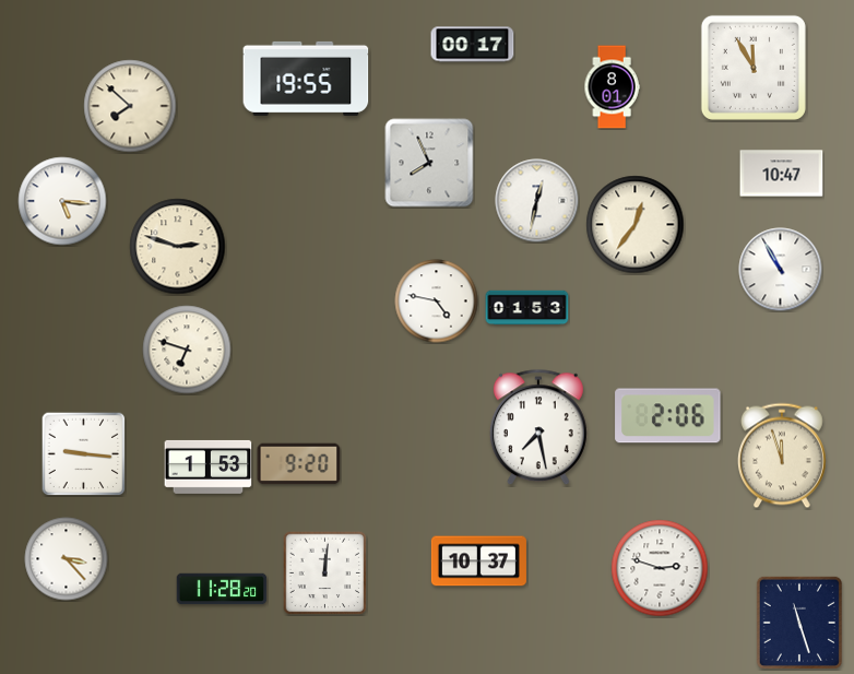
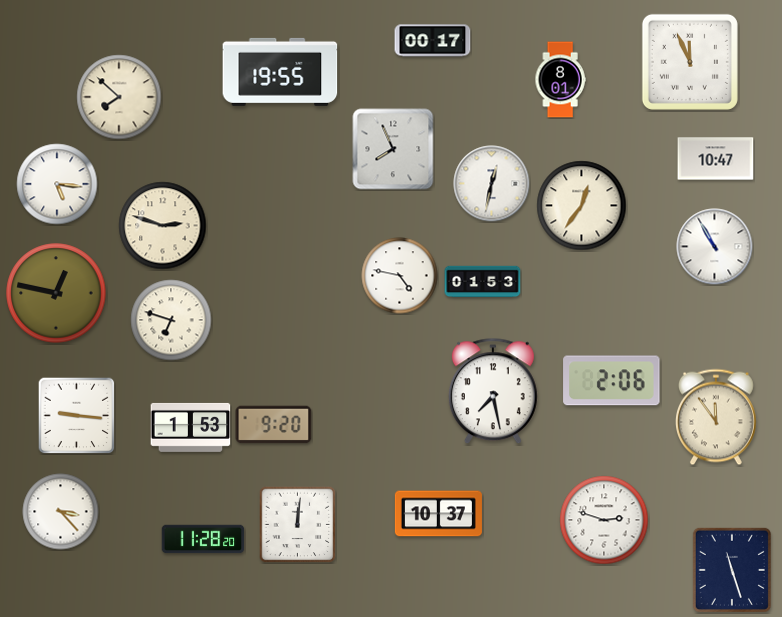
clock at (754, 68): 11:55 -> 11:56
clock at (56, 293): none -> 12:47
clock at (782, 456): 11:57 -> 11:54
